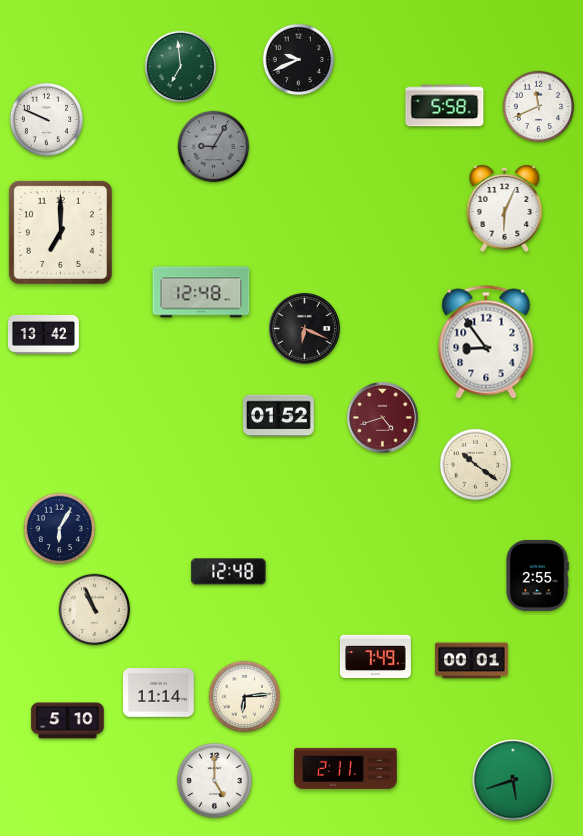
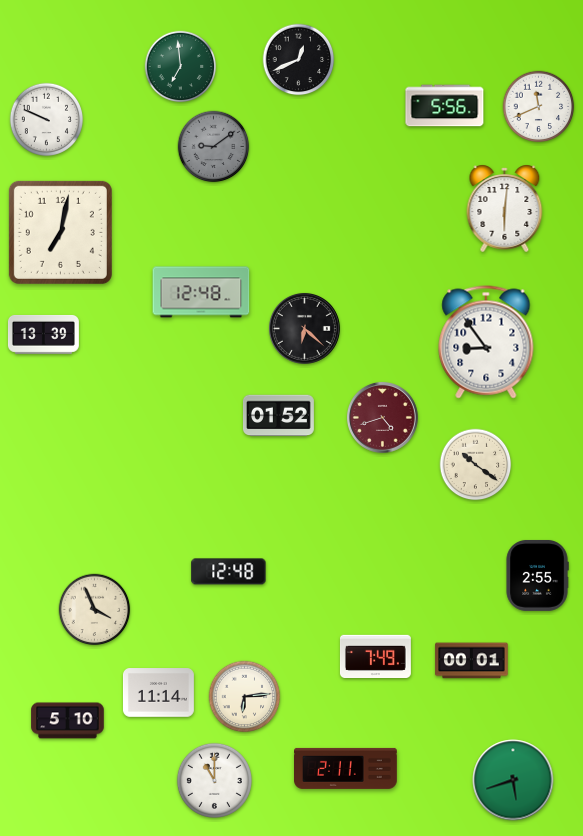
clock at (299, 60): 9:41 -> 12:41
clock at (445, 106): 5:58 -> 5:56
clock at (214, 147): 9:05 -> 9:09
clock at (505, 208): 6:04 -> 6:01
clock at (60, 232): 7:00 -> 7:02
clock at (304, 328): 6:19 -> 6:22
clock at (43, 334): 13:42 -> 13:39
clock at (60, 529): 6:05 -> none
clock at (95, 610): 10:56 -> 3:56
clock at (214, 780): 5:00 -> 11:00
